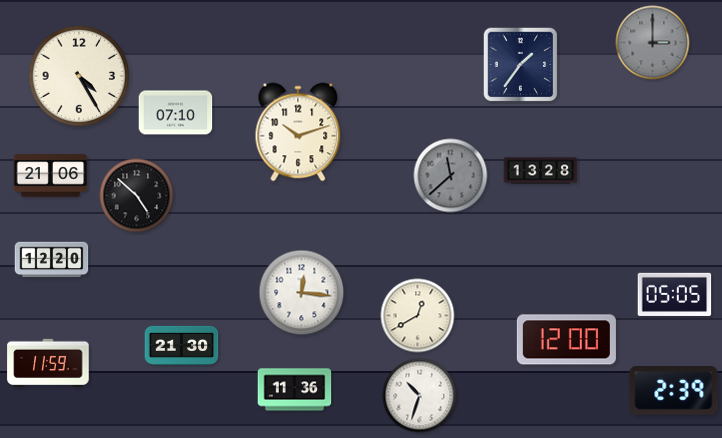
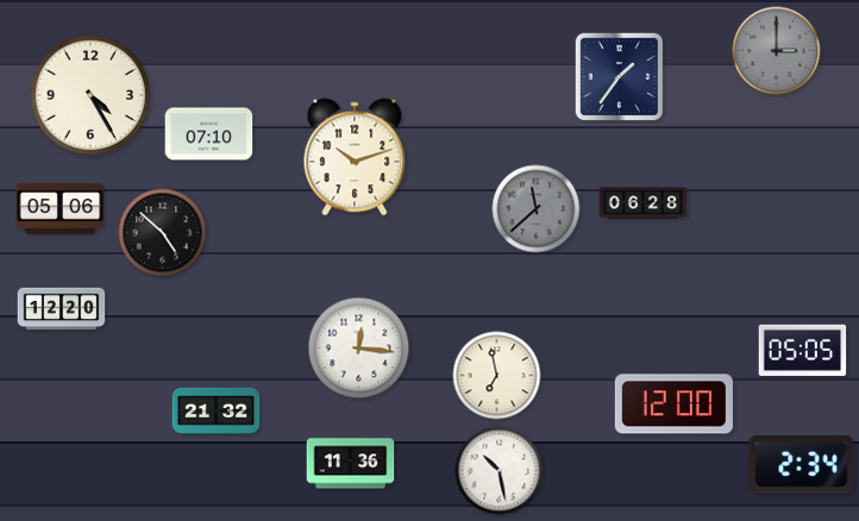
clock at (78, 75) position: (78, 75) -> (89, 94)
clock at (541, 171): 13:28 -> 06:28
clock at (51, 176): 21:06 -> 05:06
clock at (418, 316): 12:40 -> 6:58
clock at (182, 345): 21:30 -> 21:32
clock at (48, 363): 11:59 -> none
clock at (674, 390): 2:39 -> 2:34
clock at (420, 396): 10:33 -> 10:28
